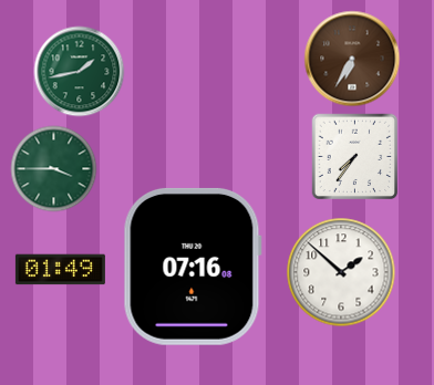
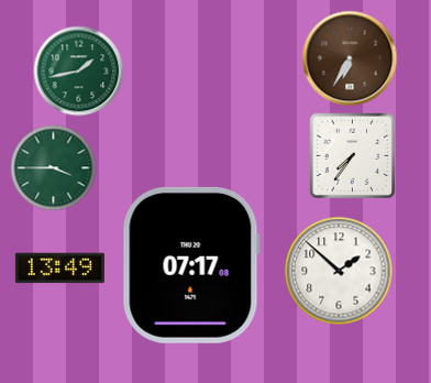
clock at (193, 267): 07:16 -> 07:17
clock at (60, 270): 01:49 -> 13:49
